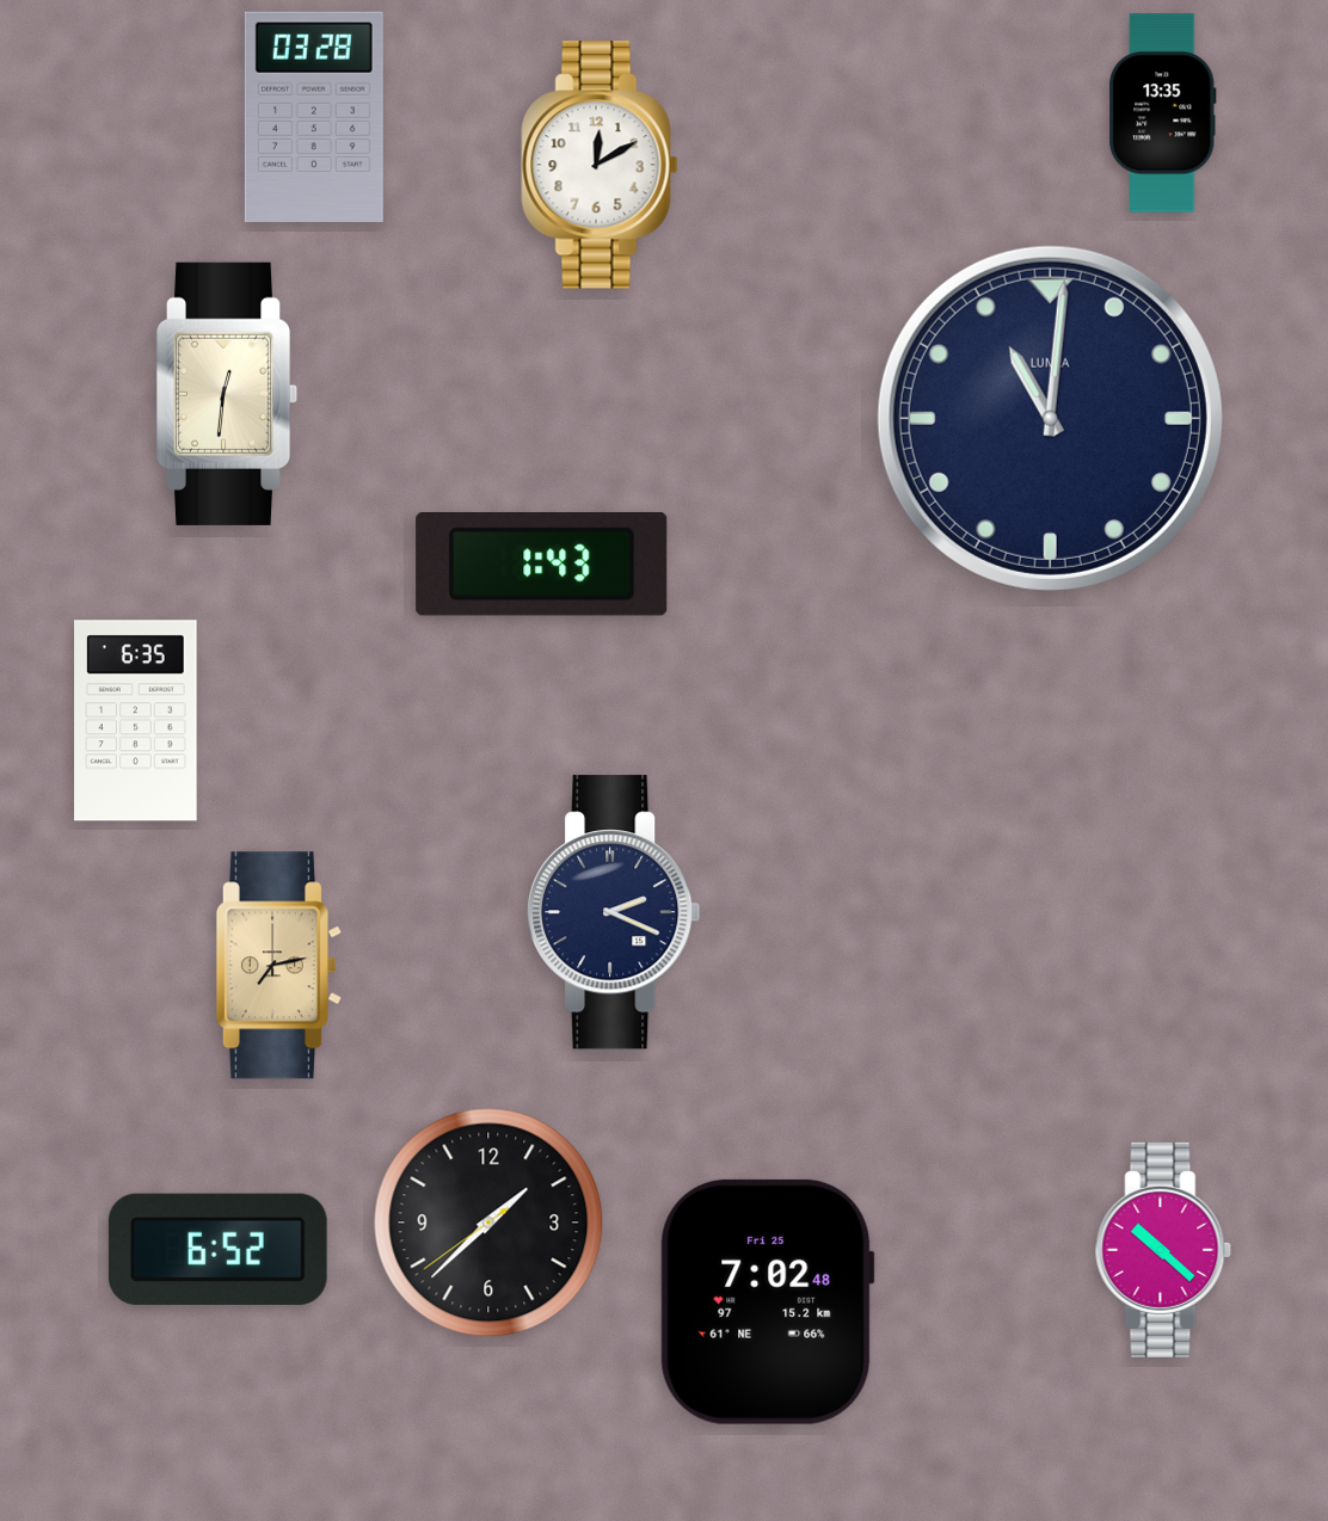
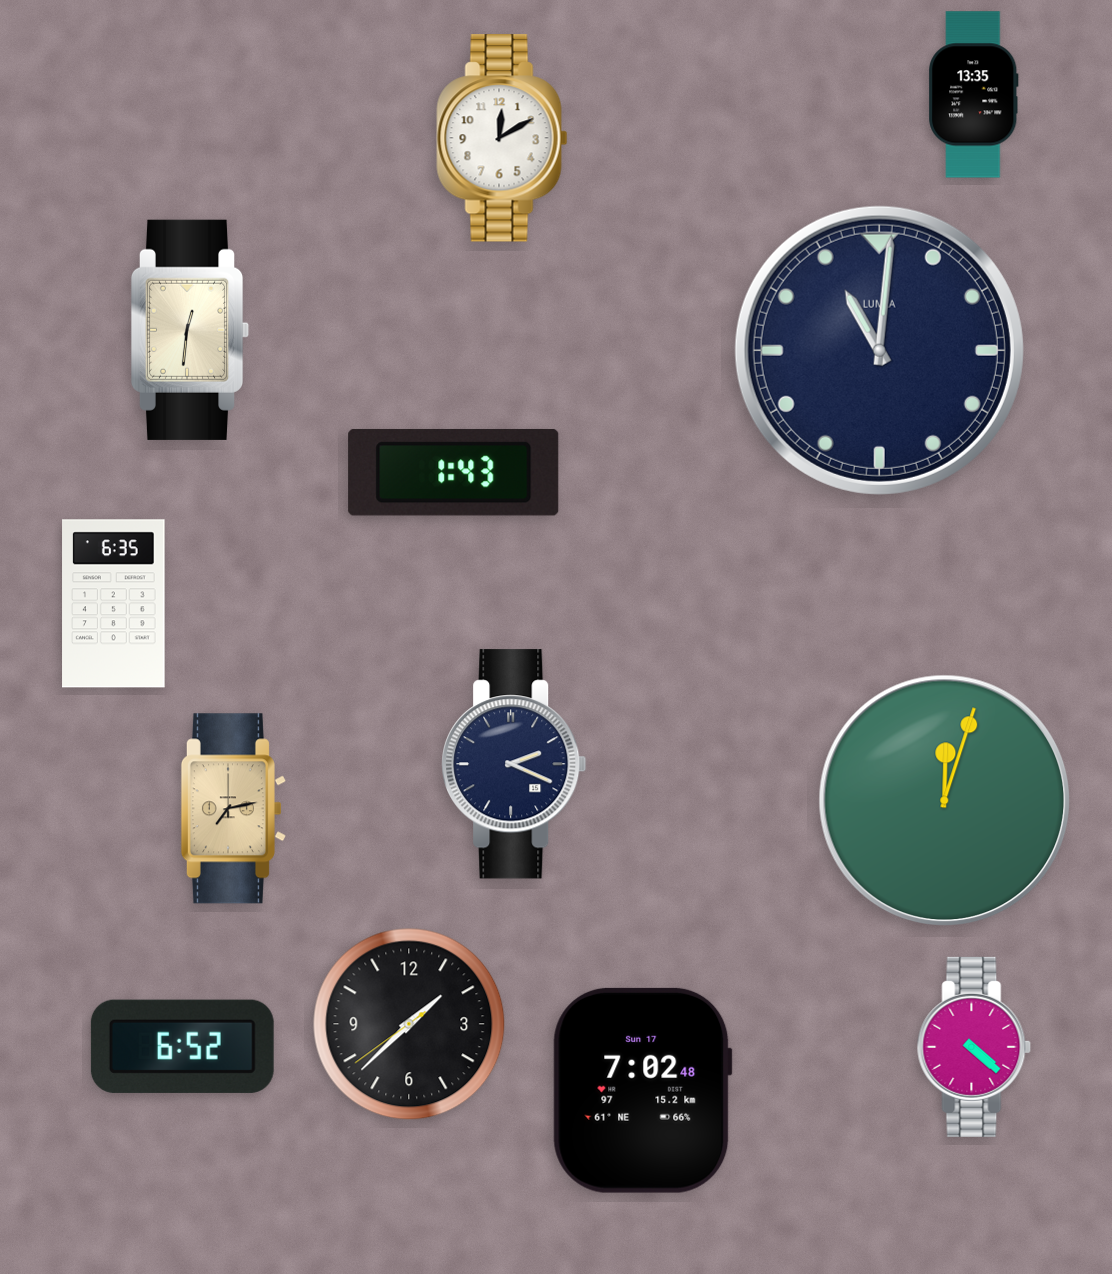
clock at (314, 117): 03:28 -> none
clock at (945, 801): none -> 12:03
clock at (1163, 1250): 10:22 -> 4:22
clock at (767, 1301) date: Fri 25 -> Sun 17
